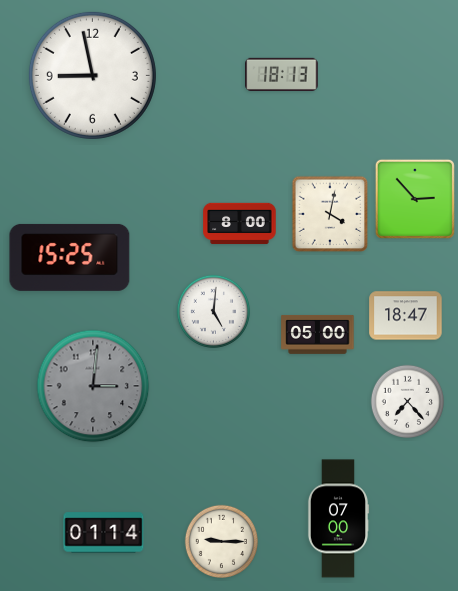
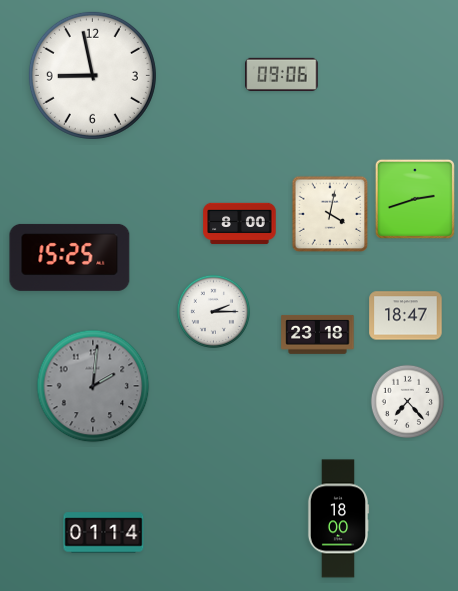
clock at (282, 74): 18:13 -> 09:06
clock at (415, 199): 2:53 -> 2:42
clock at (213, 311): 5:01 -> 2:15
clock at (318, 334): 05:00 -> 23:18
clock at (93, 386): 3:01 -> 2:01
clock at (338, 519): 07:00 -> 18:00
clock at (221, 541): 9:15 -> none
